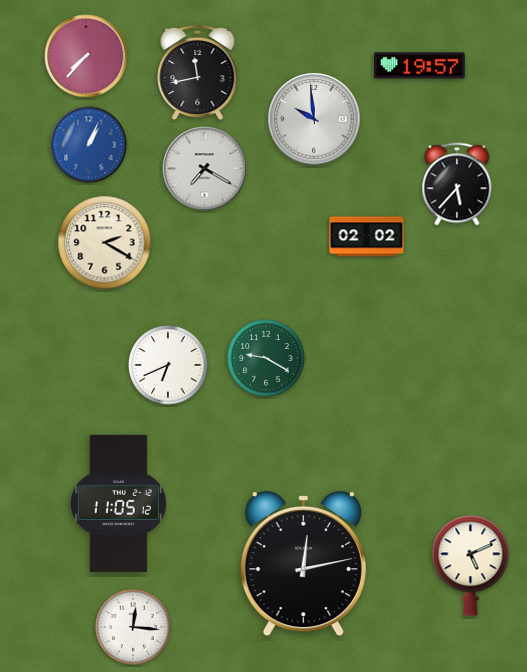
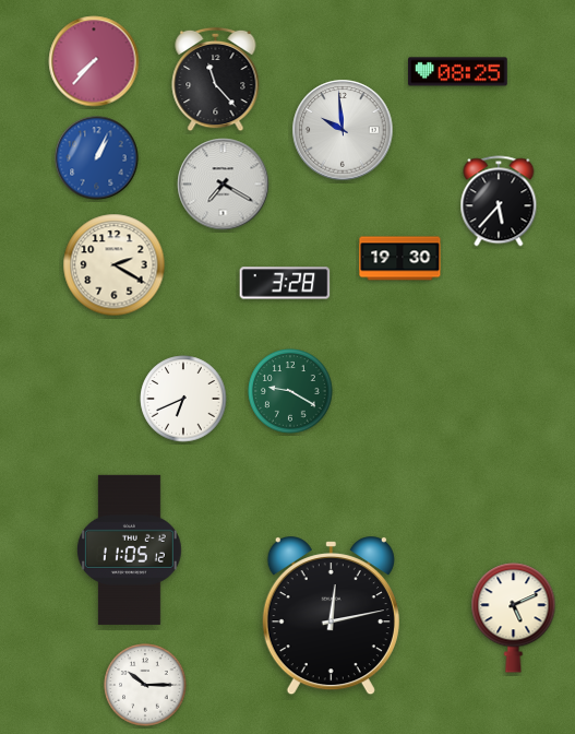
clock at (420, 66): 19:57 -> 08:25
clock at (198, 73): 11:43 -> 11:23
clock at (367, 237): 02:02 -> 19:30
clock at (285, 283): none -> 3:28
clock at (133, 627): 12:16 -> 10:15
